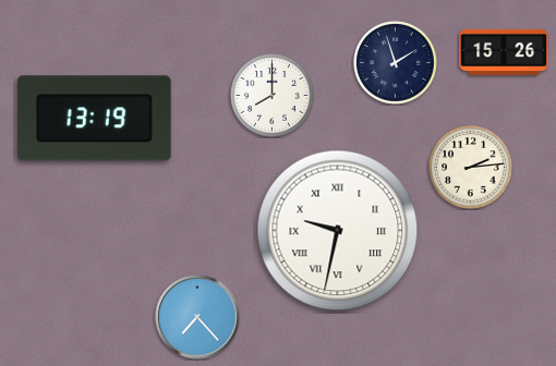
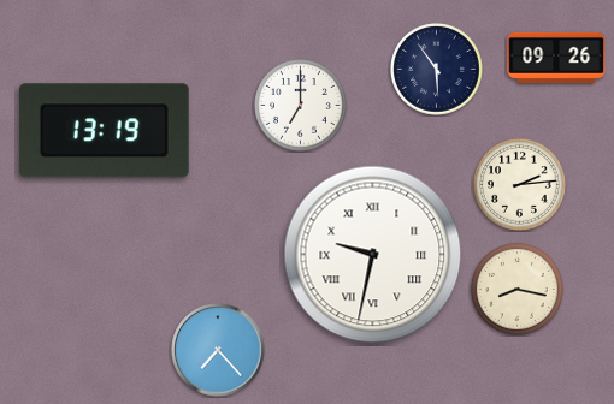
clock at (504, 52): 15:26 -> 09:26
clock at (396, 63): 1:57 -> 5:54
clock at (273, 96): 8:00 -> 7:00
clock at (518, 290): none -> 8:17
